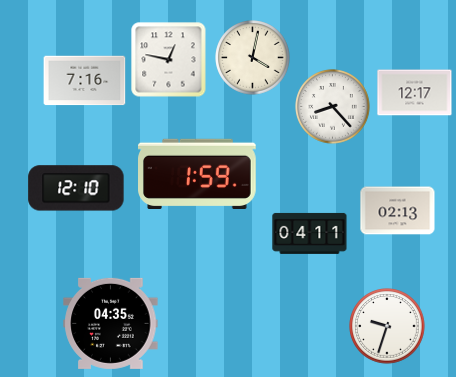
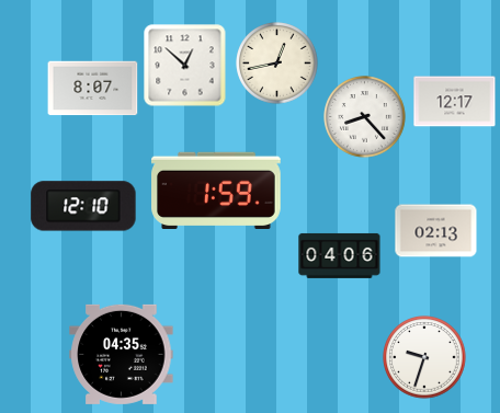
clock at (253, 58): 4:02 -> 12:43
clock at (169, 60): 12:47 -> 12:52
clock at (85, 81): 7:16 -> 8:07
clock at (310, 233): 04:11 -> 04:06
